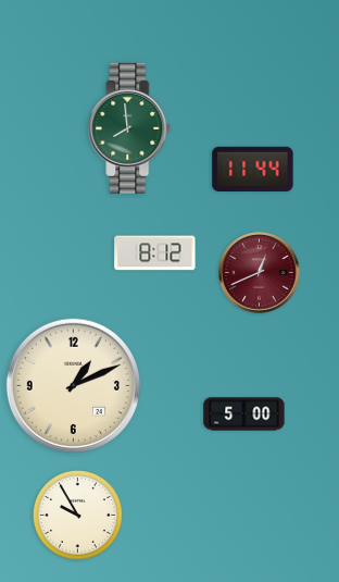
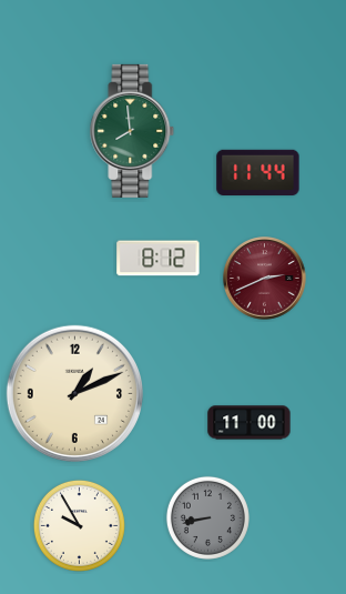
clock at (260, 273): 12:41 -> 2:41
clock at (244, 414): 5:00 -> 11:00
clock at (207, 517): none -> 8:43
